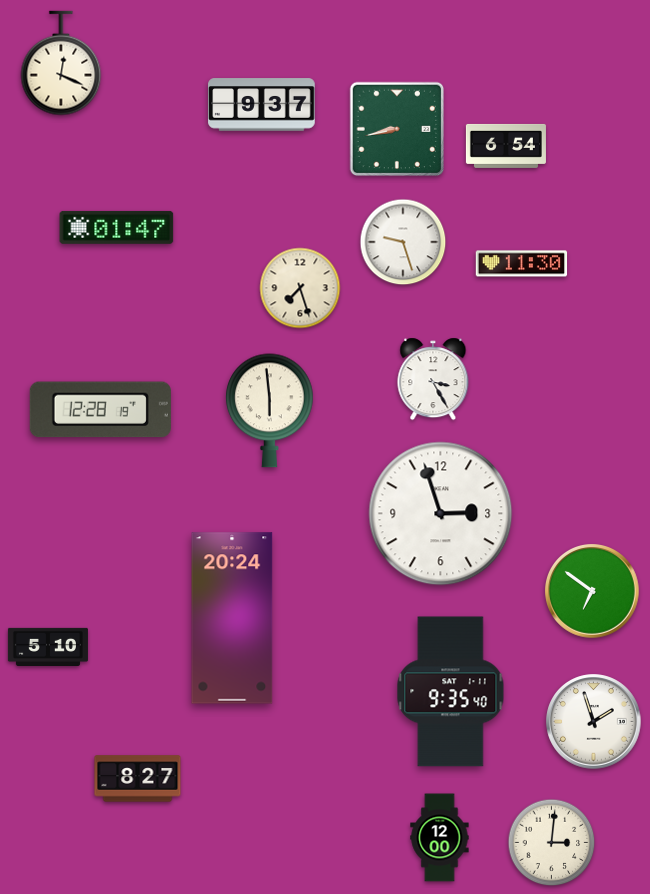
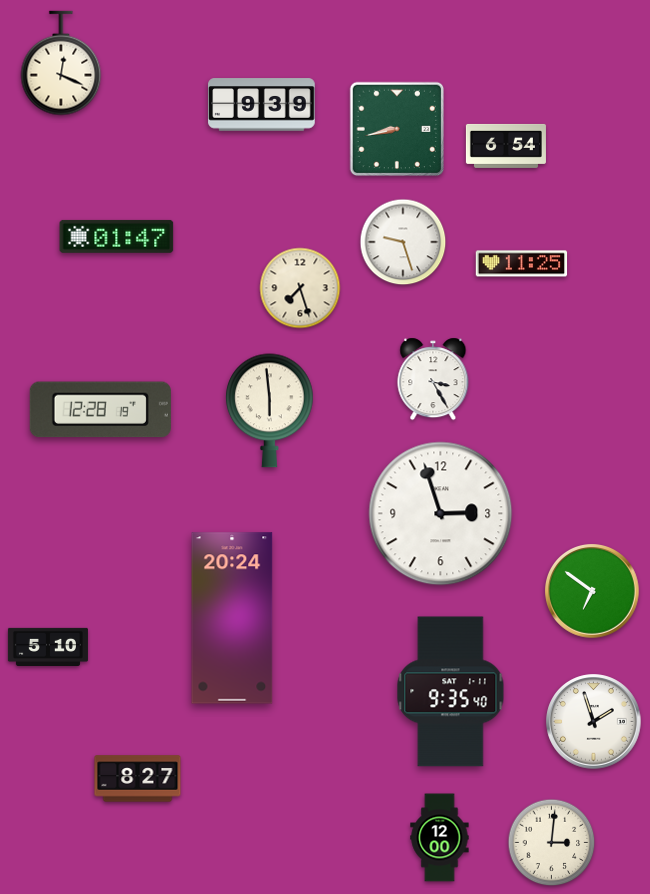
clock at (262, 105): 9:37 -> 9:39
clock at (117, 227) position: (117, 227) -> (117, 236)
clock at (522, 264): 11:30 -> 11:25
